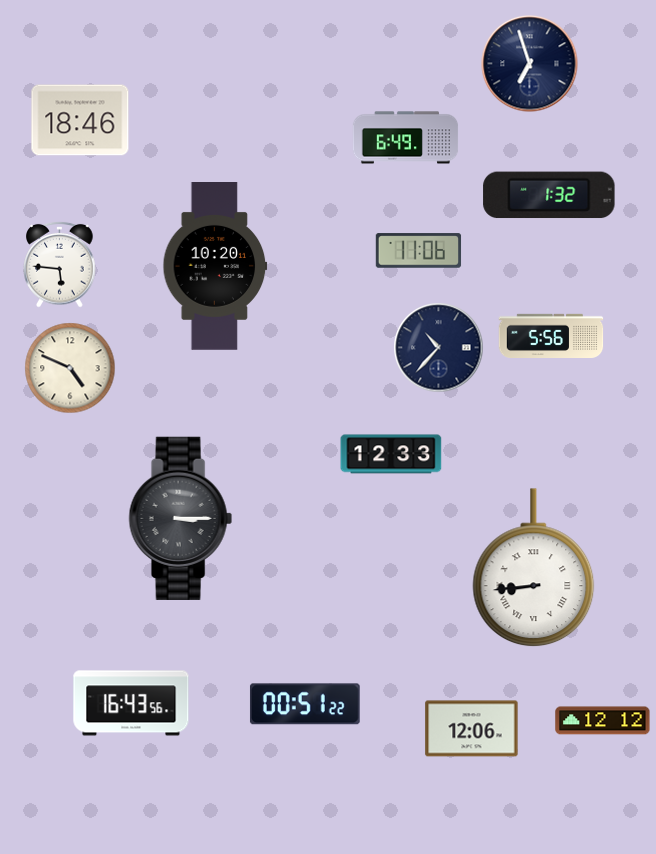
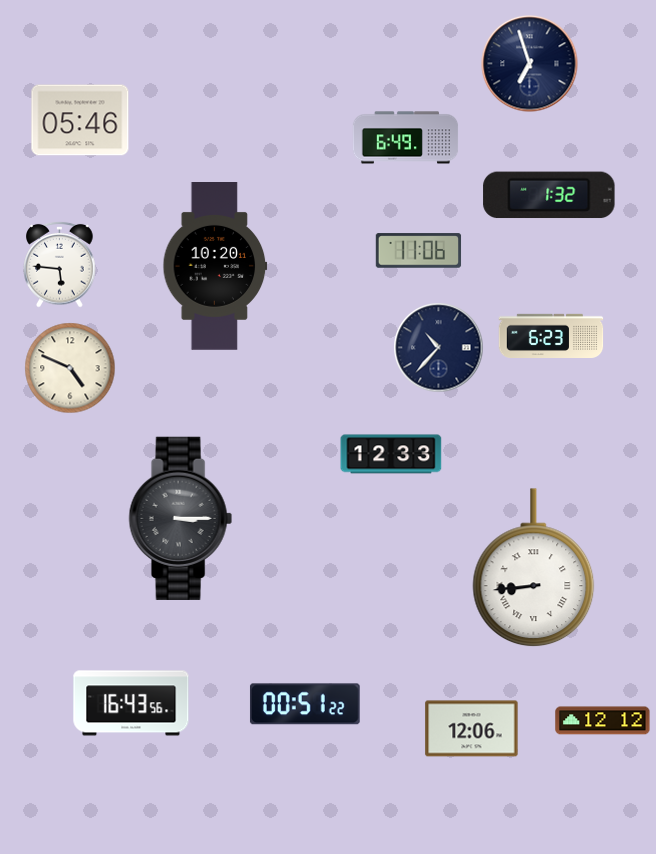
clock at (80, 120): 18:46 -> 05:46
clock at (551, 336): 5:56 -> 6:23
